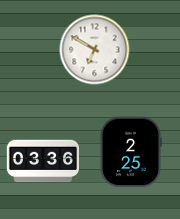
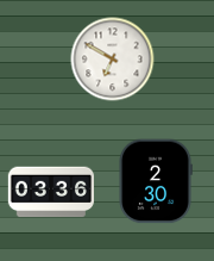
clock at (131, 152): 2:25 -> 2:30
